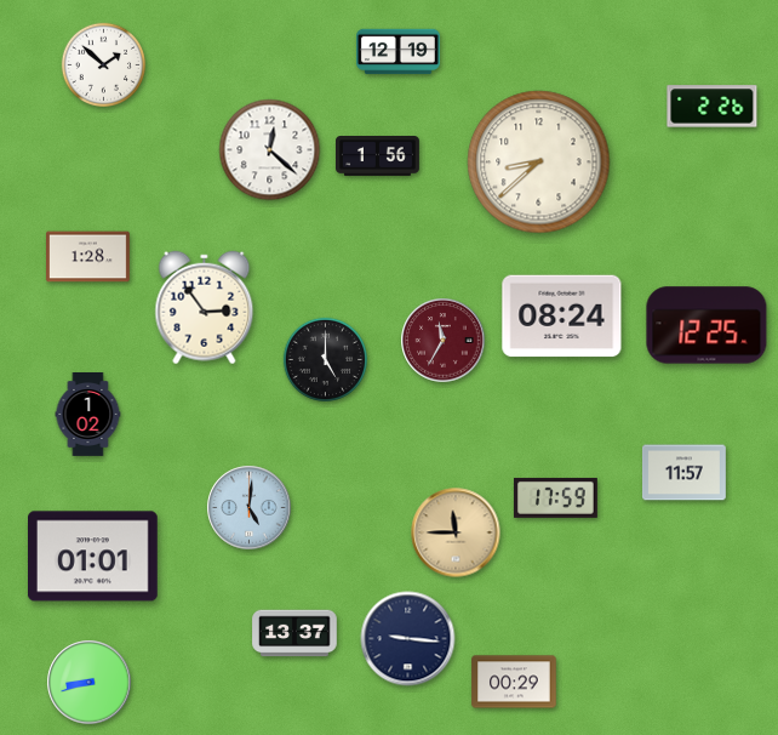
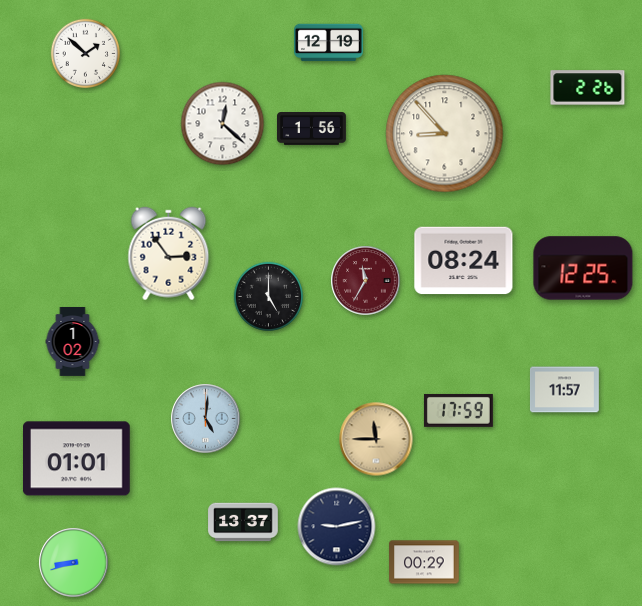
clock at (539, 163): 8:38 -> 8:53
clock at (88, 257): 1:28 -> none
clock at (408, 639): 9:16 -> 9:13
